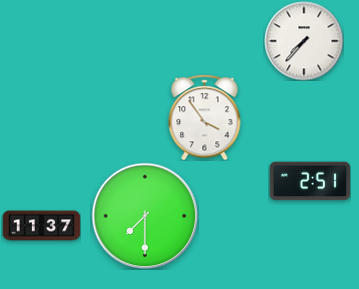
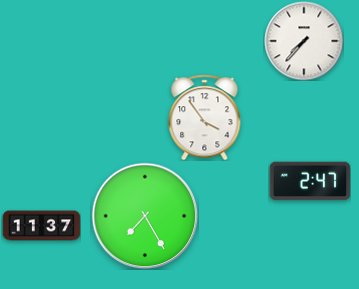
clock at (310, 181): 2:51 -> 2:47
clock at (145, 216): 7:30 -> 7:25
